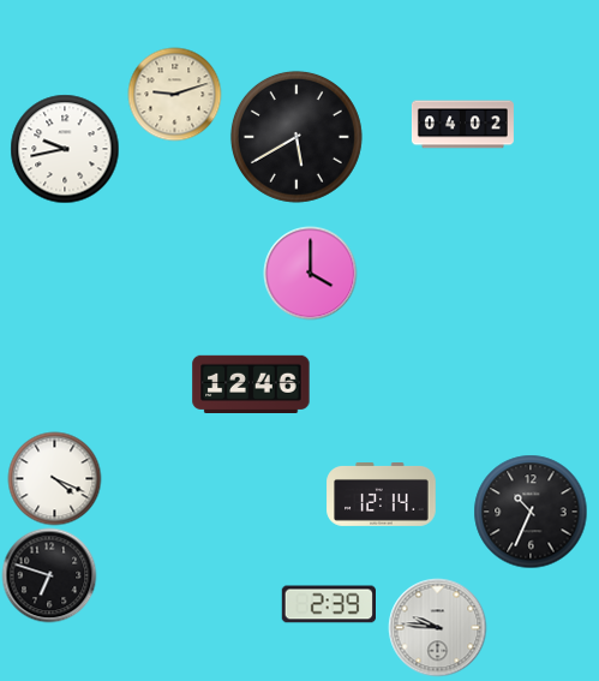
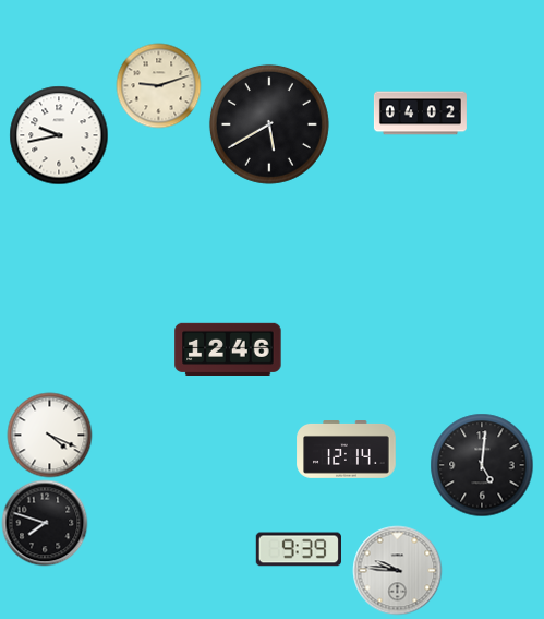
clock at (310, 273): 4:00 -> none
clock at (531, 512): 10:34 -> 5:01
clock at (49, 575): 6:48 -> 7:48
clock at (328, 604): 2:39 -> 9:39
